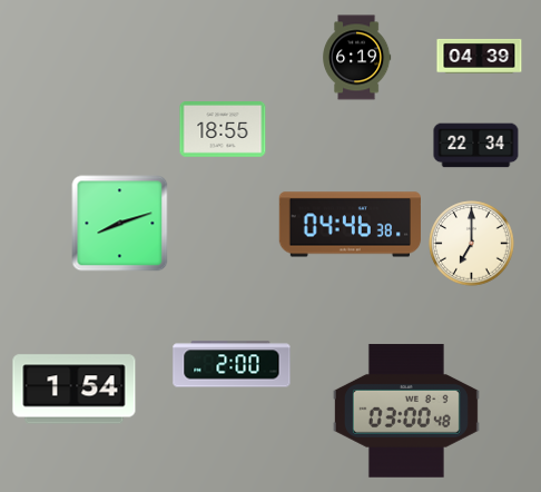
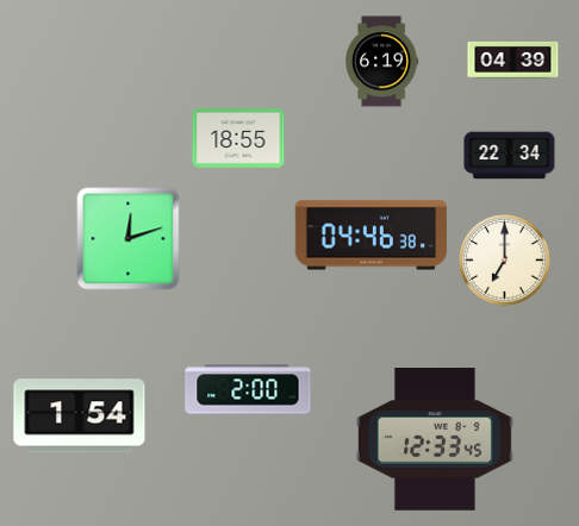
clock at (120, 224): 8:12 -> 12:12
clock at (350, 225) position: (350, 225) -> (371, 236)
clock at (406, 411): 03:00 -> 12:33
